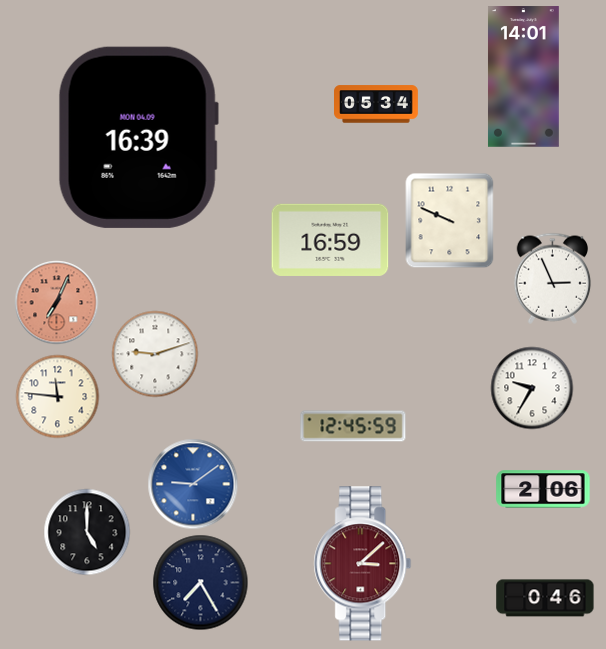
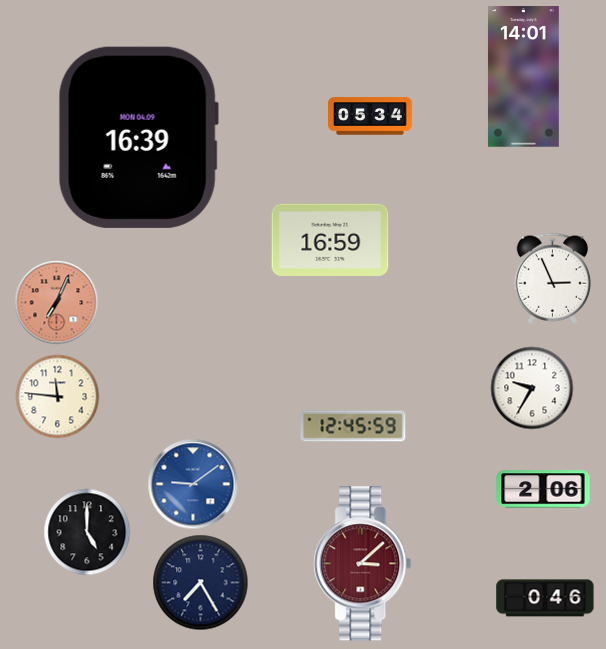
clock at (377, 104) position: (377, 104) -> (371, 116)
clock at (450, 220): 9:49 -> none
clock at (155, 354): 9:12 -> none
